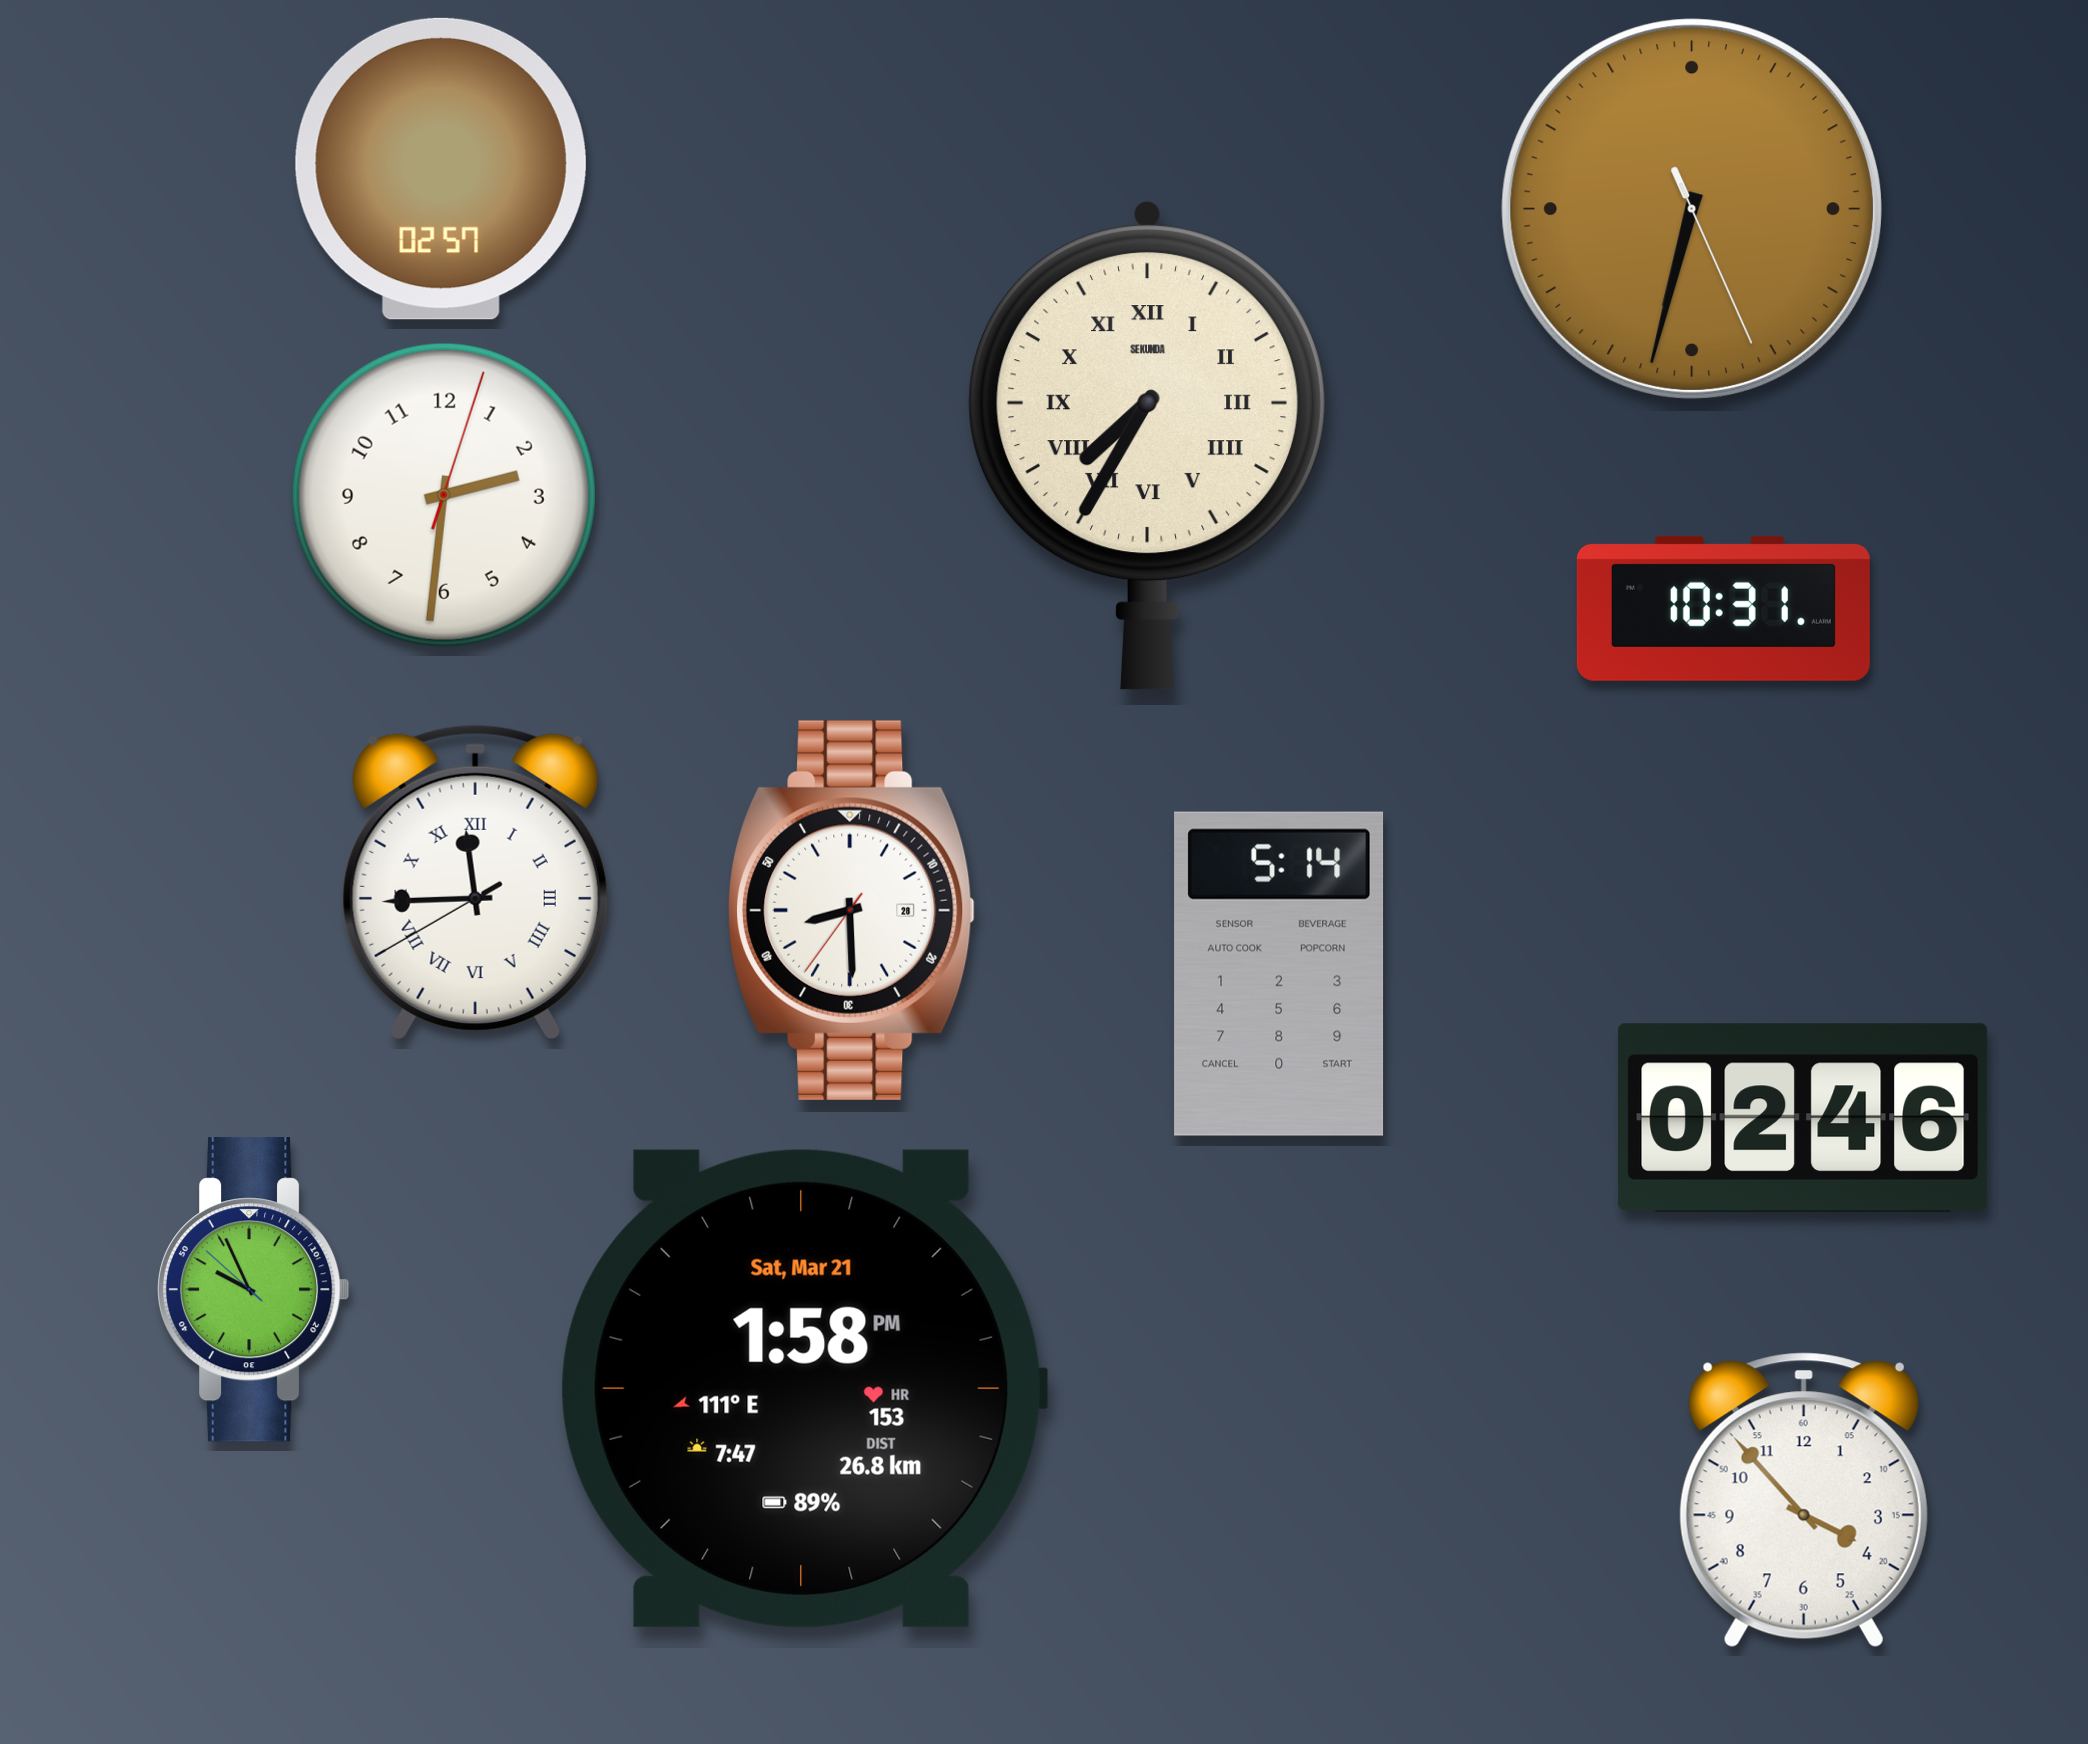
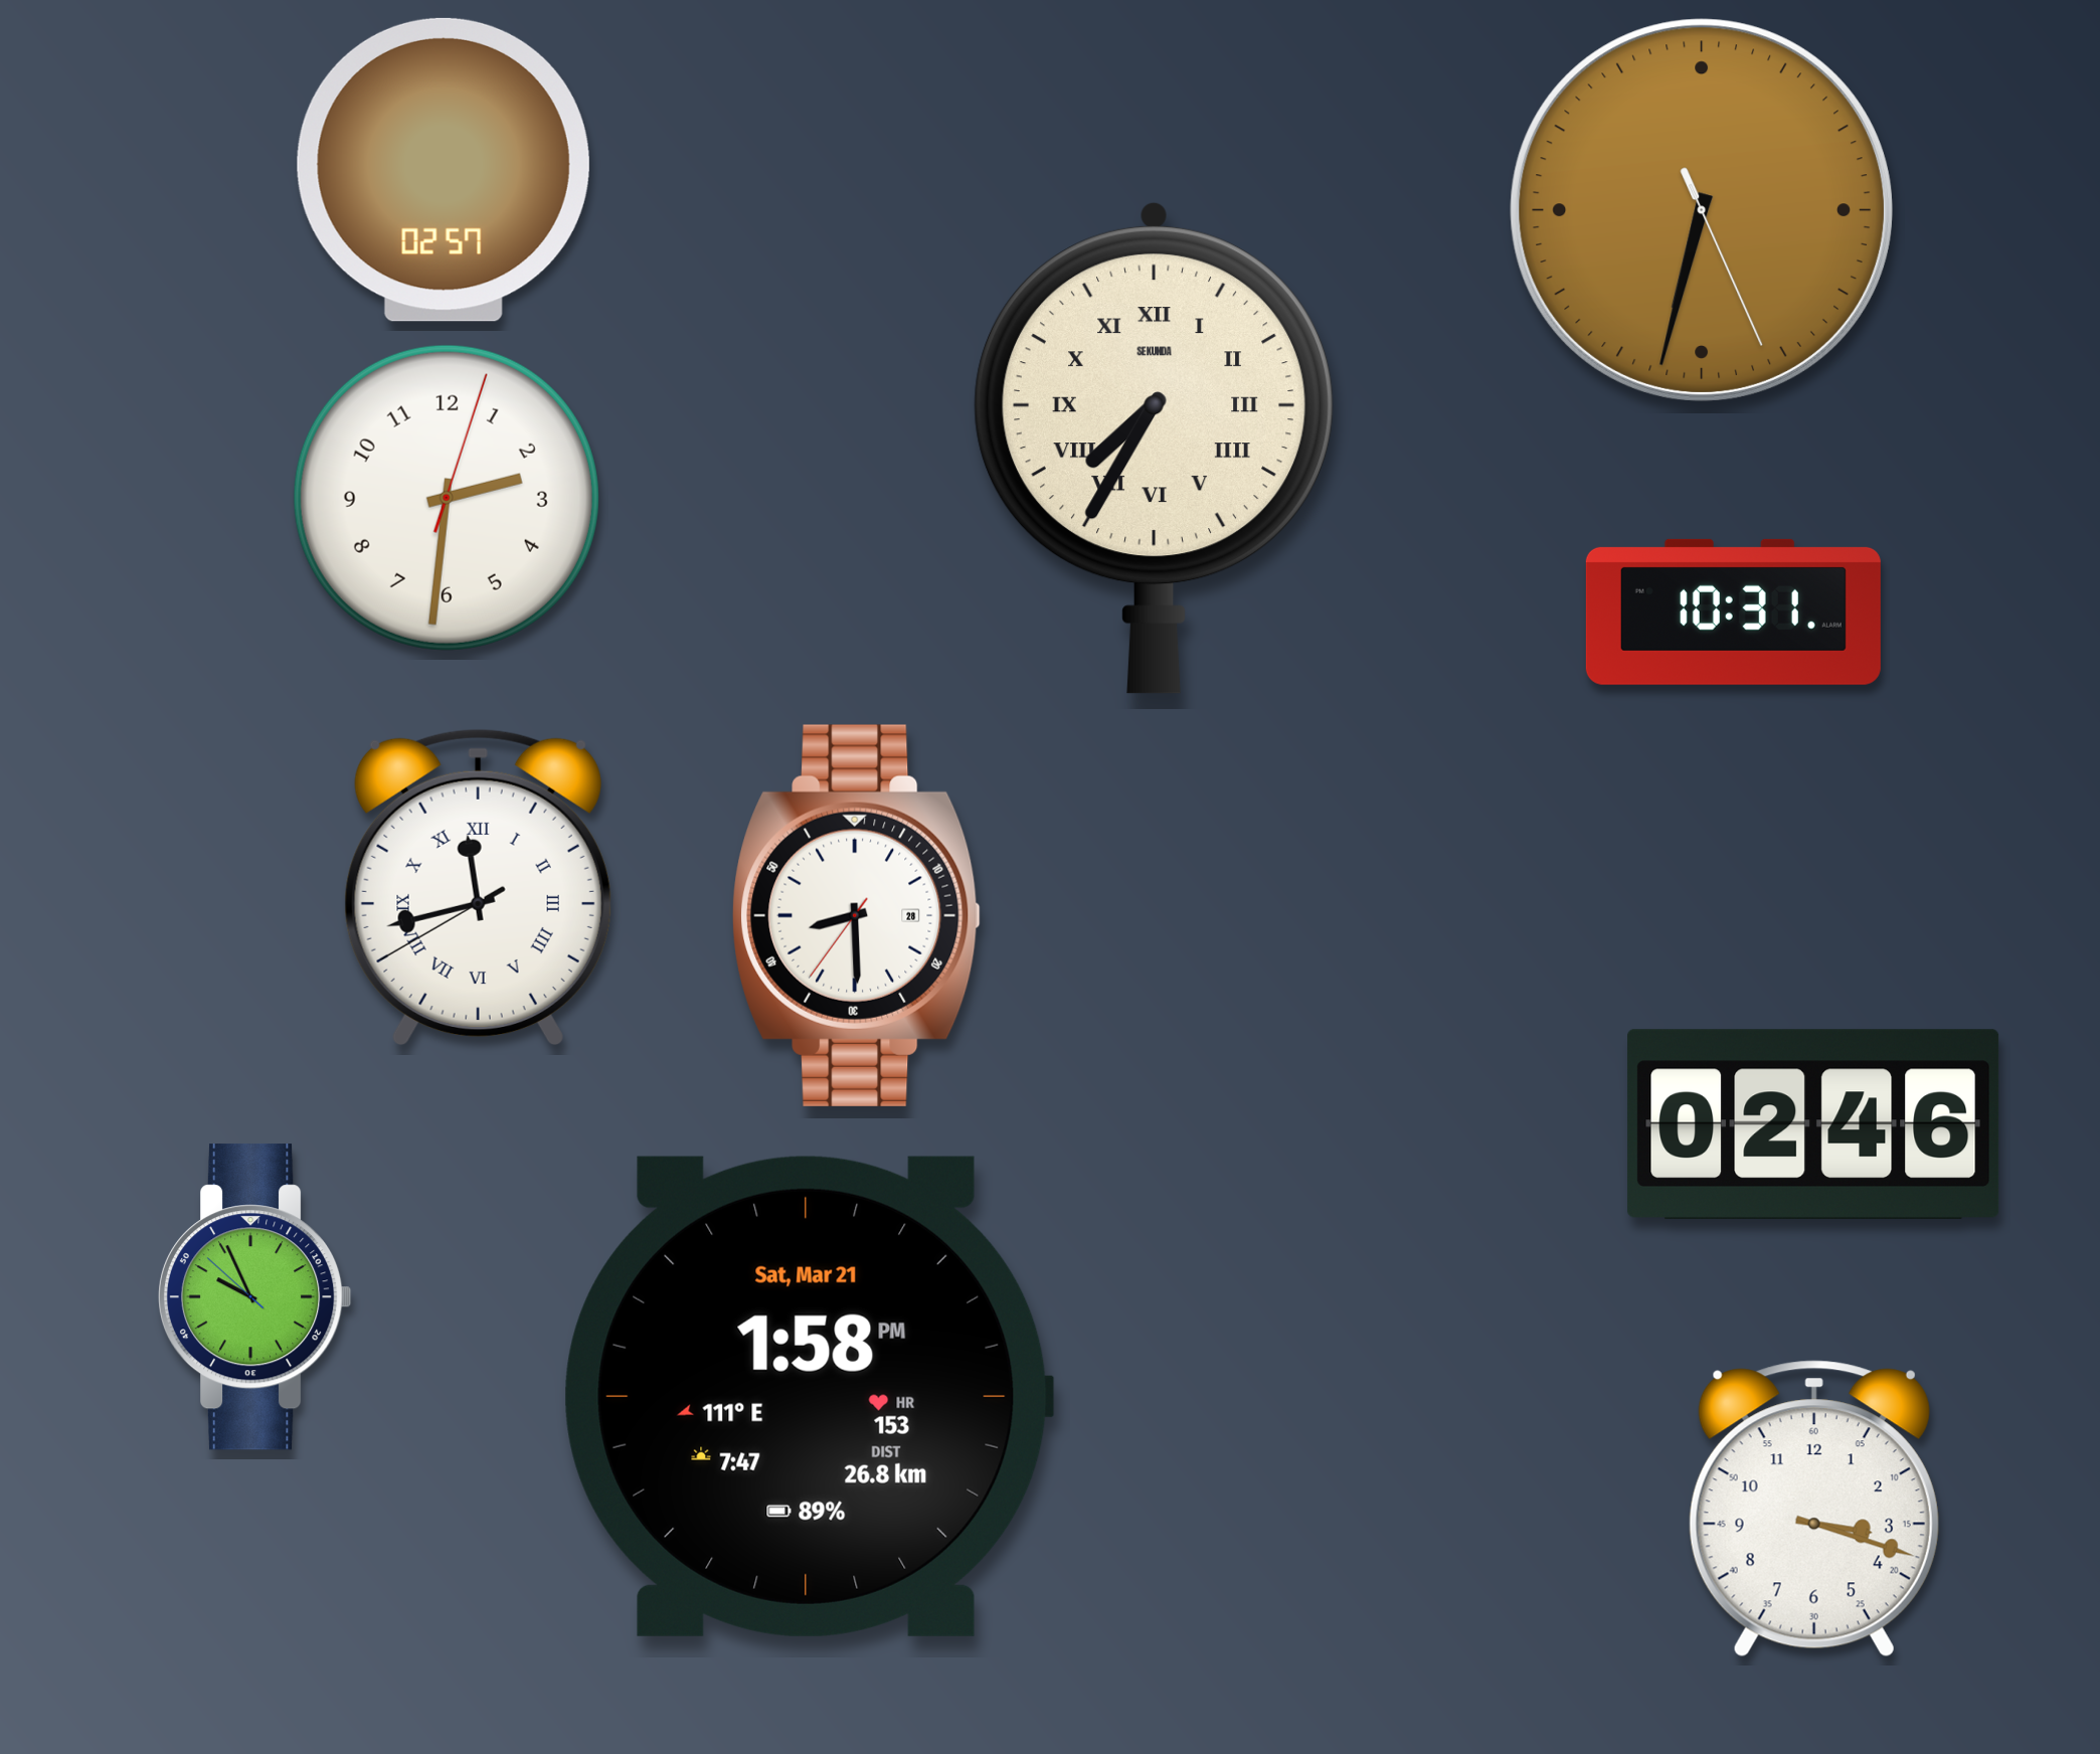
clock at (475, 881): 11:44 -> 11:42
clock at (1279, 974): 5:14 -> none
clock at (1804, 1500): 3:53 -> 3:18
